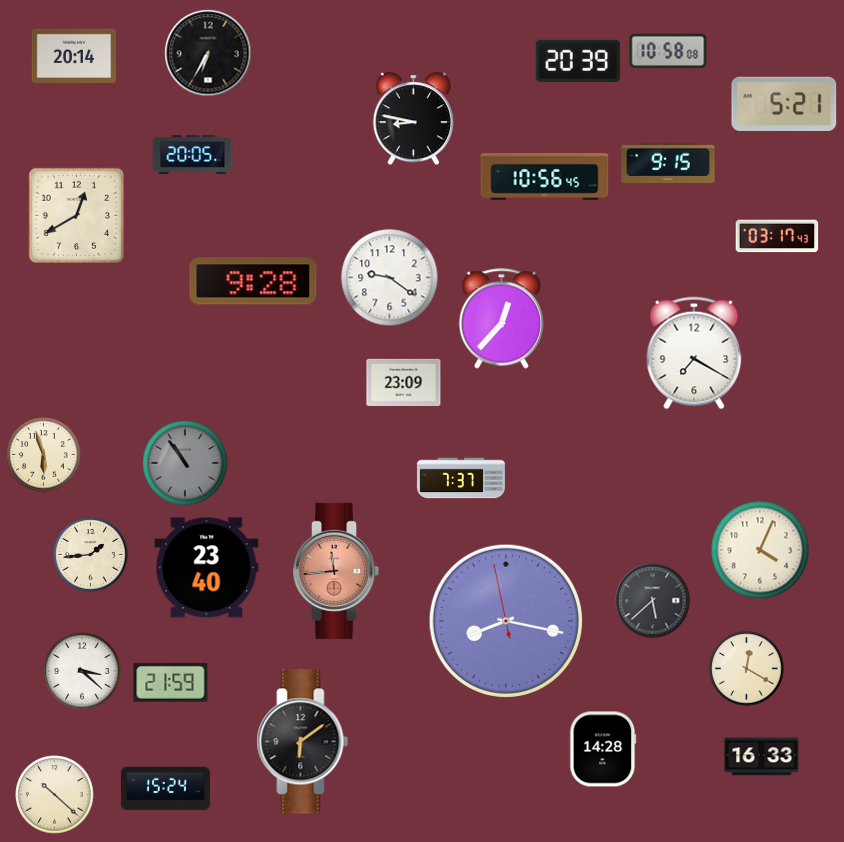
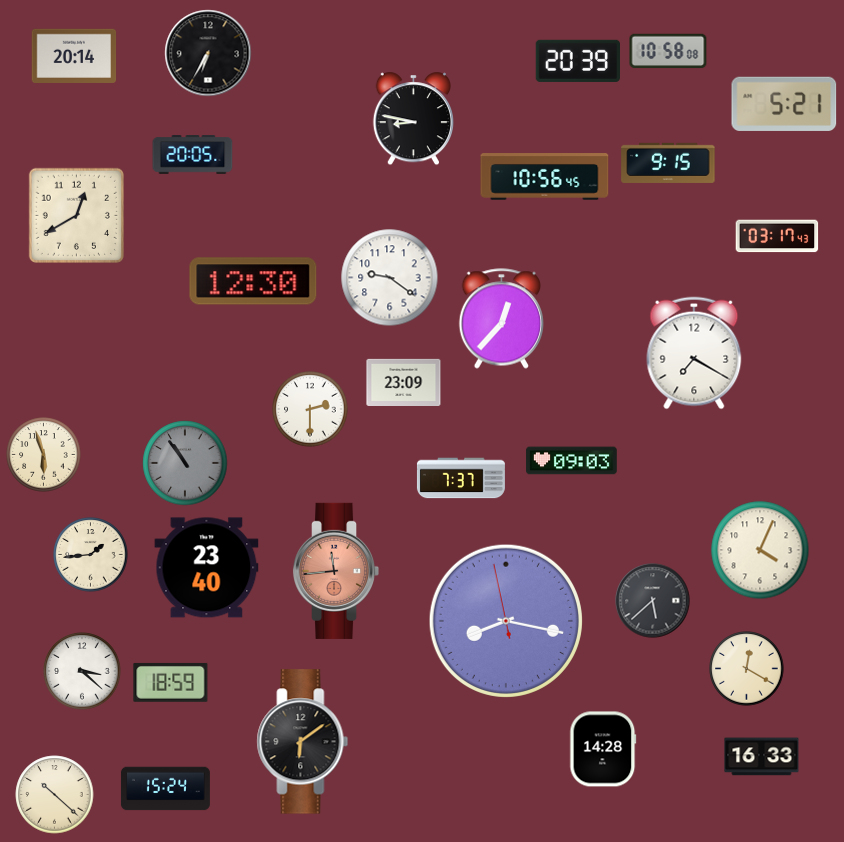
clock at (253, 281): 9:28 -> 12:30
clock at (310, 409): none -> 2:30
clock at (572, 461): none -> 09:03
clock at (171, 682): 21:59 -> 18:59
